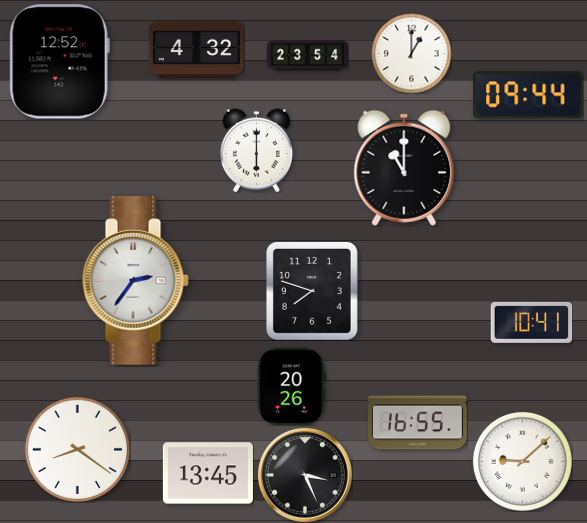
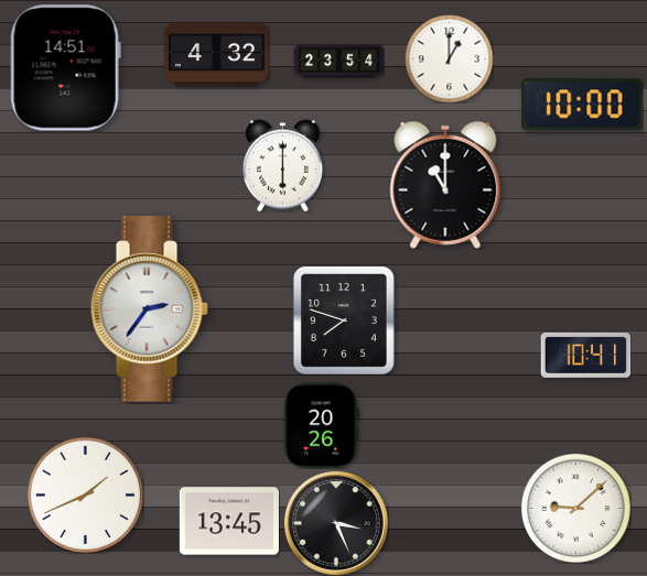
clock at (411, 53) position: (411, 53) -> (449, 58)
clock at (59, 62): 12:52 -> 14:51
clock at (528, 95): 09:44 -> 10:00
clock at (417, 423): 16:55 -> none
clock at (77, 449): 8:21 -> 1:41
